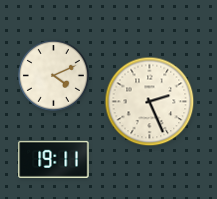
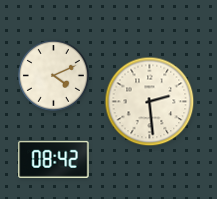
clock at (150, 102): 2:26 -> 2:29
clock at (54, 159): 19:11 -> 08:42
